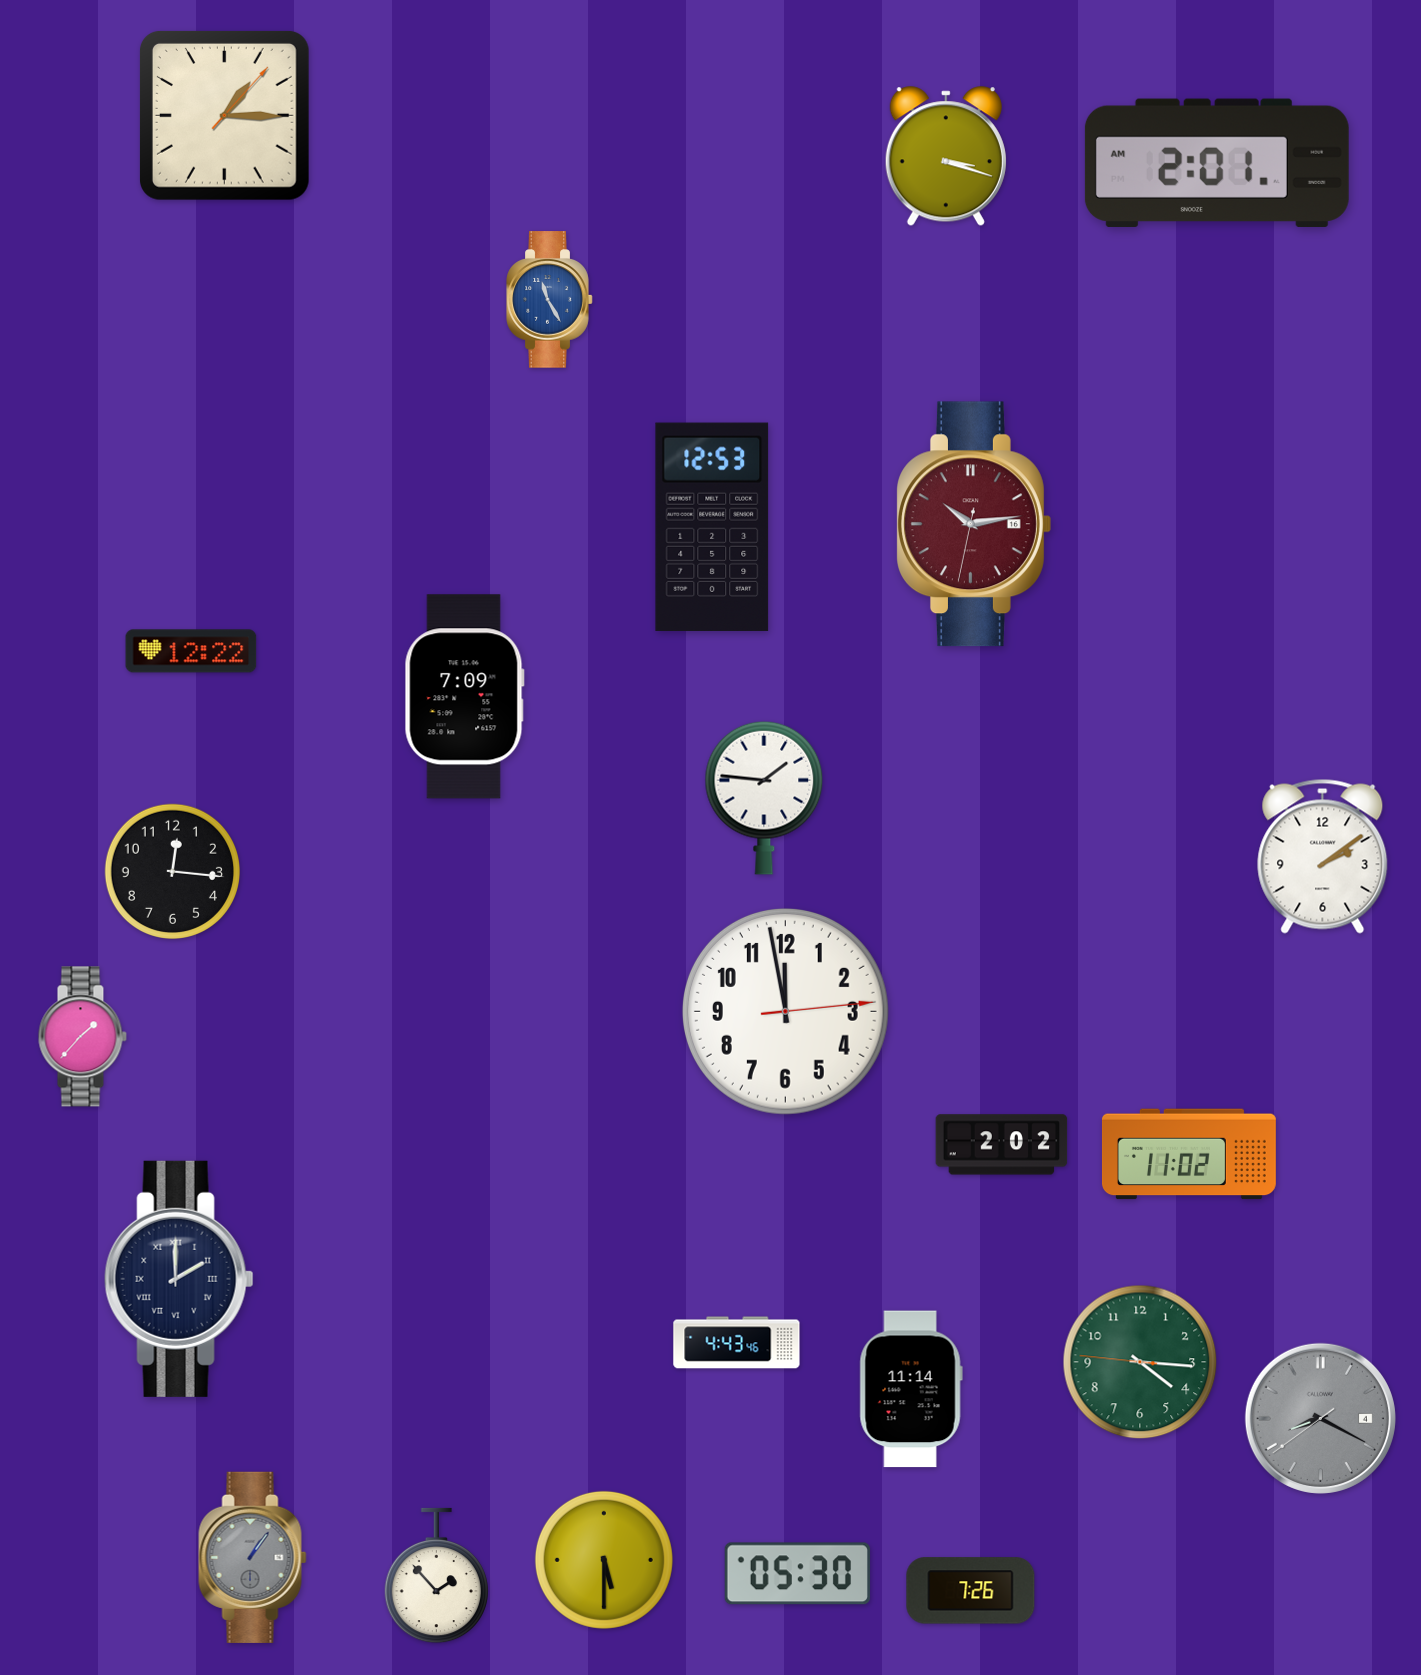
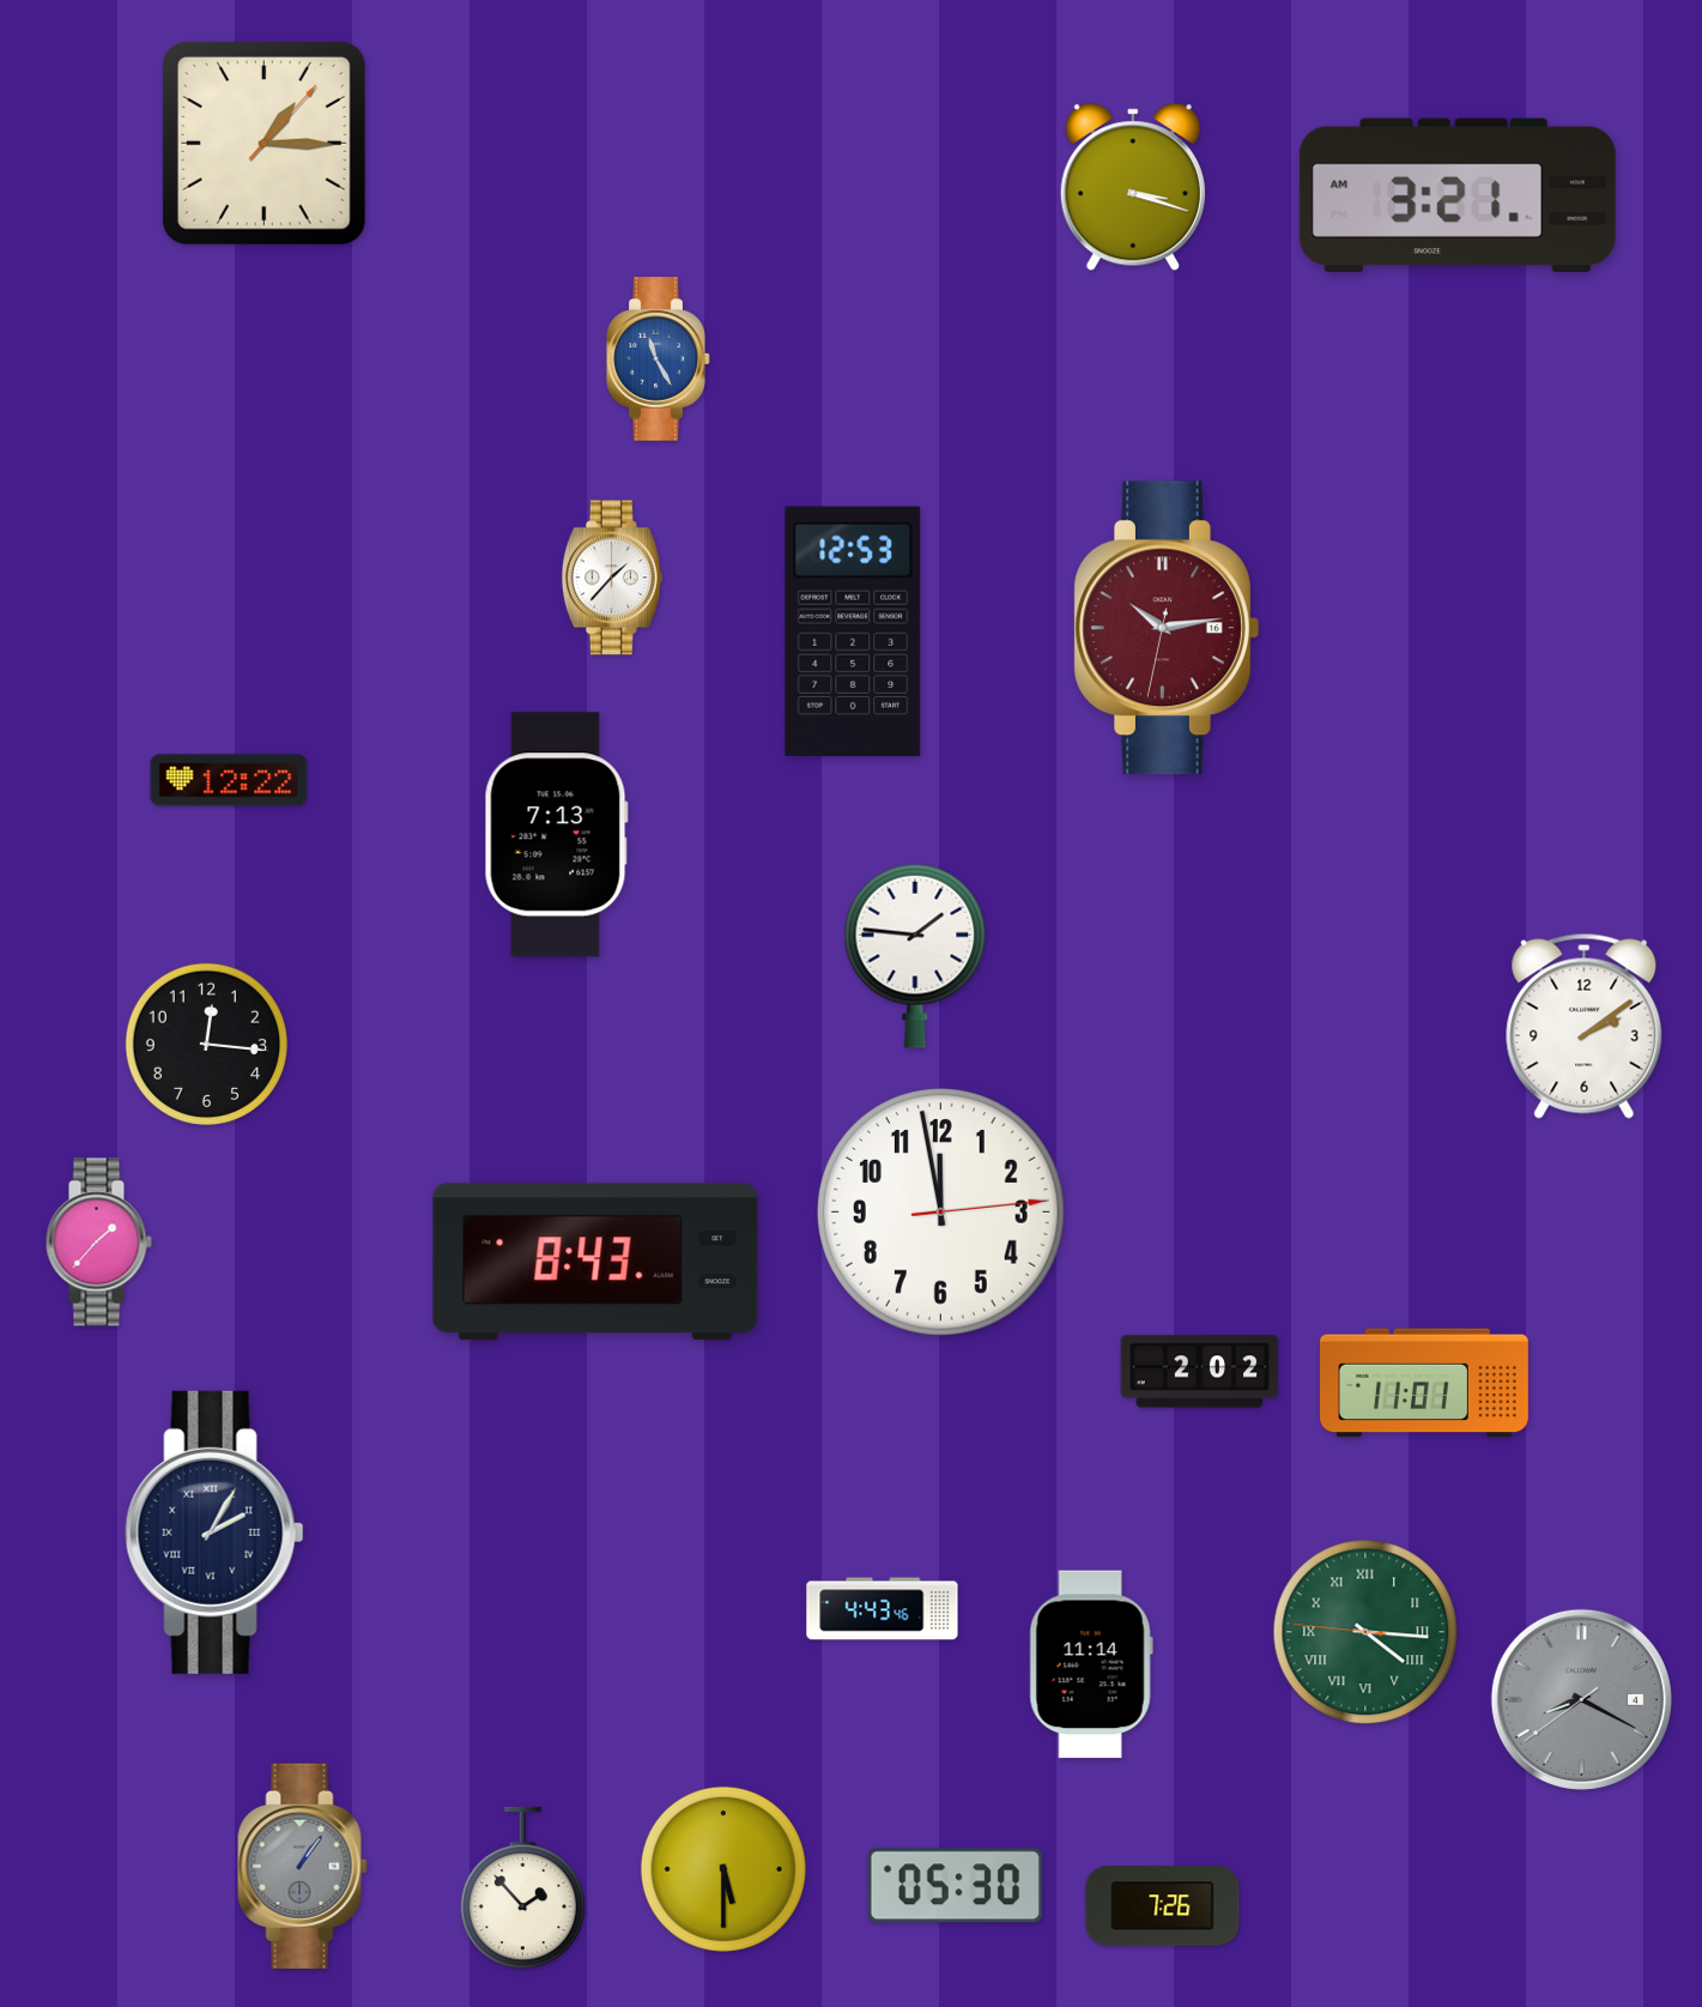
clock at (224, 115) position: (224, 115) -> (264, 143)
clock at (1217, 163): 2:01 -> 3:21
clock at (612, 578): none -> 1:37
clock at (464, 697): 7:09 -> 7:13
clock at (595, 1262): none -> 8:43
clock at (1189, 1154): 11:02 -> 11:01
clock at (179, 1279): 2:00 -> 2:05
clock at (1140, 1362) numerals: Arabic -> Roman
